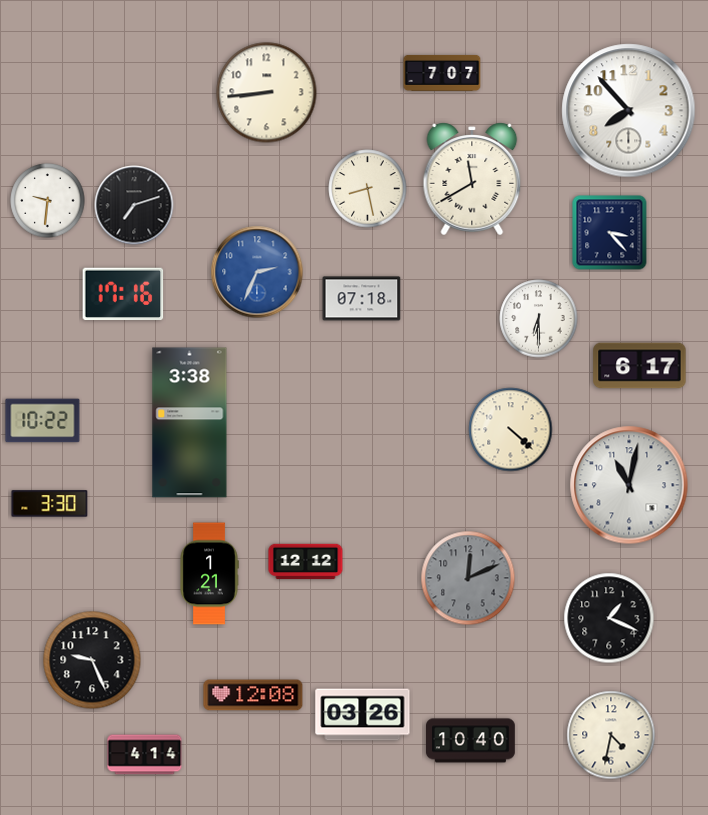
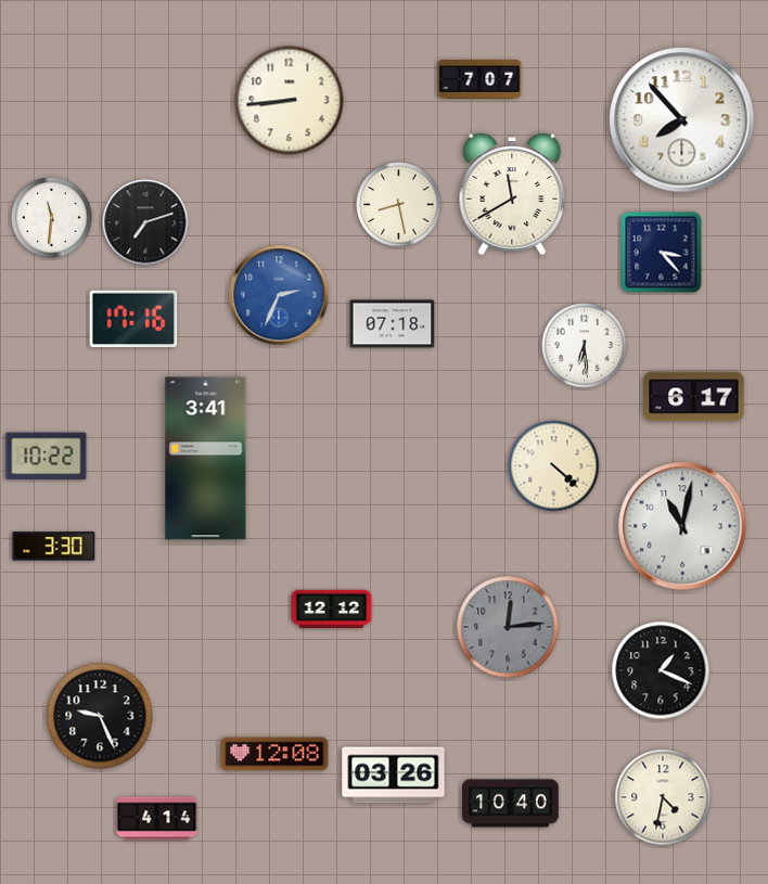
clock at (48, 201): 9:31 -> 11:31
clock at (539, 319): 6:30 -> 6:29
clock at (190, 423): 3:38 -> 3:41
clock at (209, 574): 1:21 -> none
clock at (468, 578): 12:11 -> 12:14
